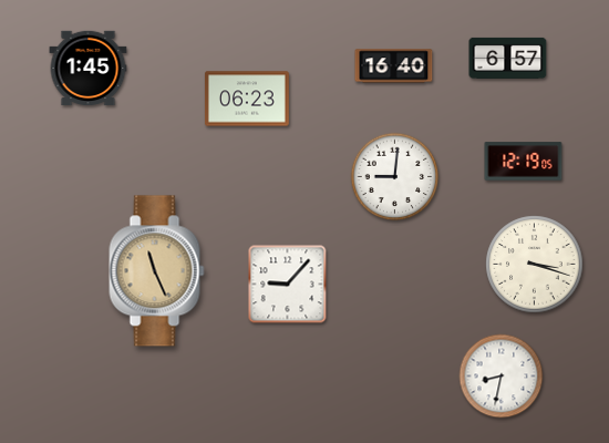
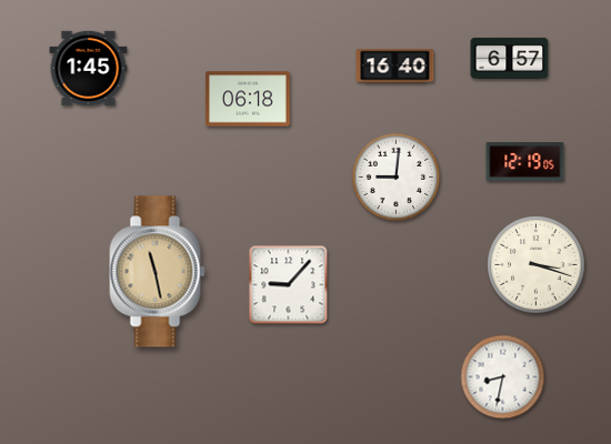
clock at (247, 99): 06:23 -> 06:18
clock at (157, 271): 11:26 -> 11:28
